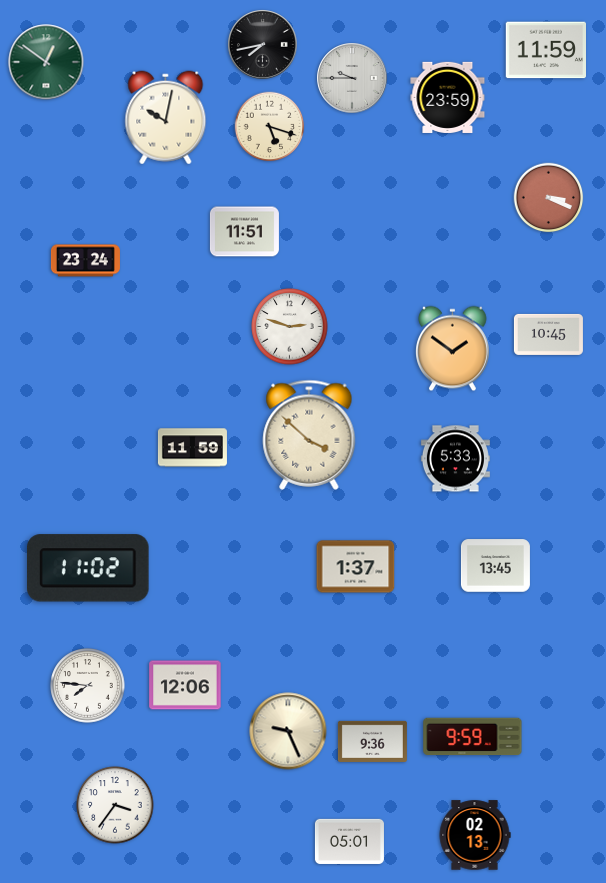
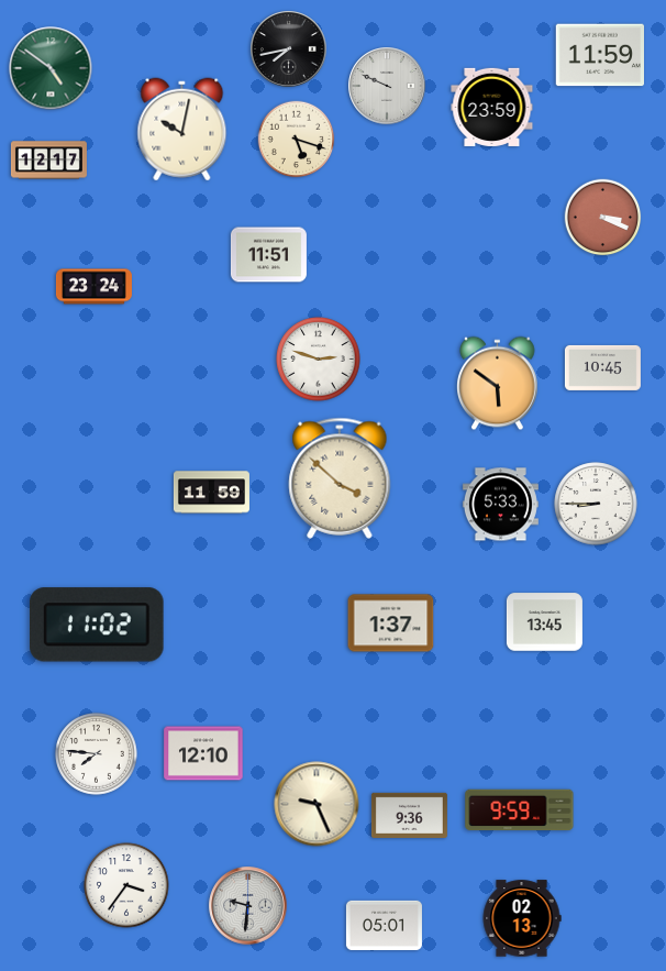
clock at (46, 62): 12:51 -> 4:51
clock at (352, 78): 9:45 -> 9:49
clock at (48, 161): none -> 12:17
clock at (453, 349): 1:51 -> 5:51
clock at (596, 504): none -> 8:45
clock at (185, 685): 12:06 -> 12:10
clock at (248, 906): none -> 9:31
